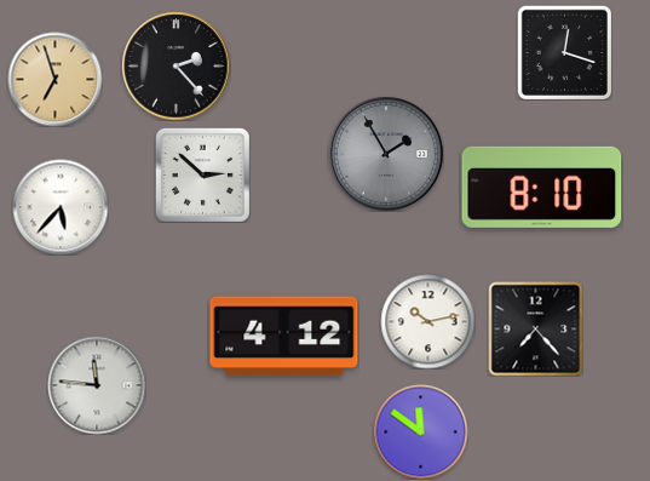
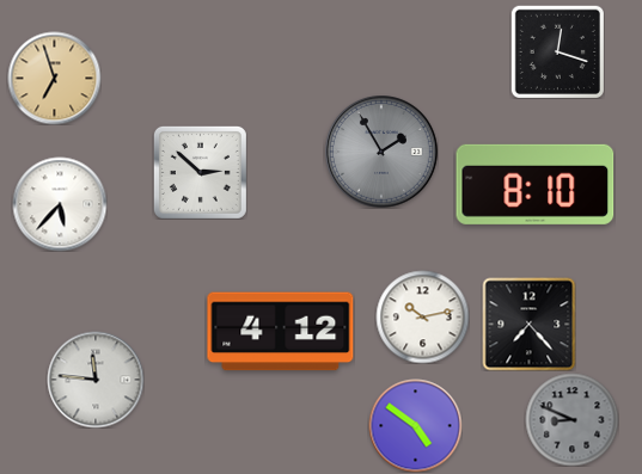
clock at (176, 65): 2:23 -> none
clock at (571, 419): none -> 8:49
clock at (420, 431): 11:51 -> 4:51
